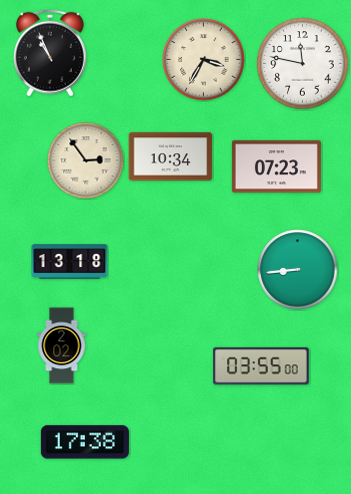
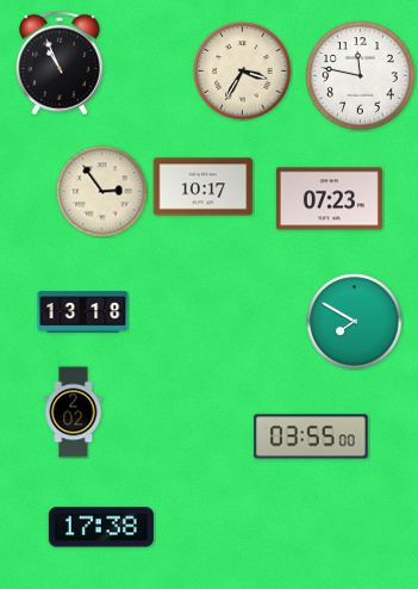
clock at (171, 157): 10:34 -> 10:17
clock at (298, 270): 8:44 -> 7:50
